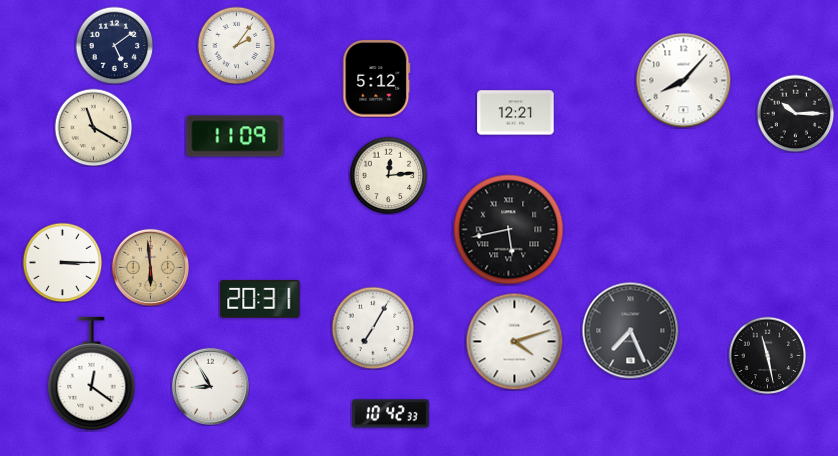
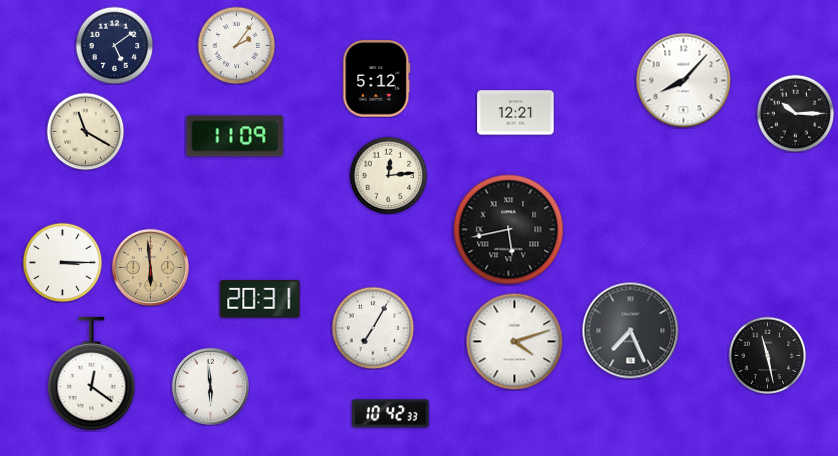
clock at (93, 127) position: (93, 127) -> (85, 131)
clock at (210, 386): 8:55 -> 5:59
